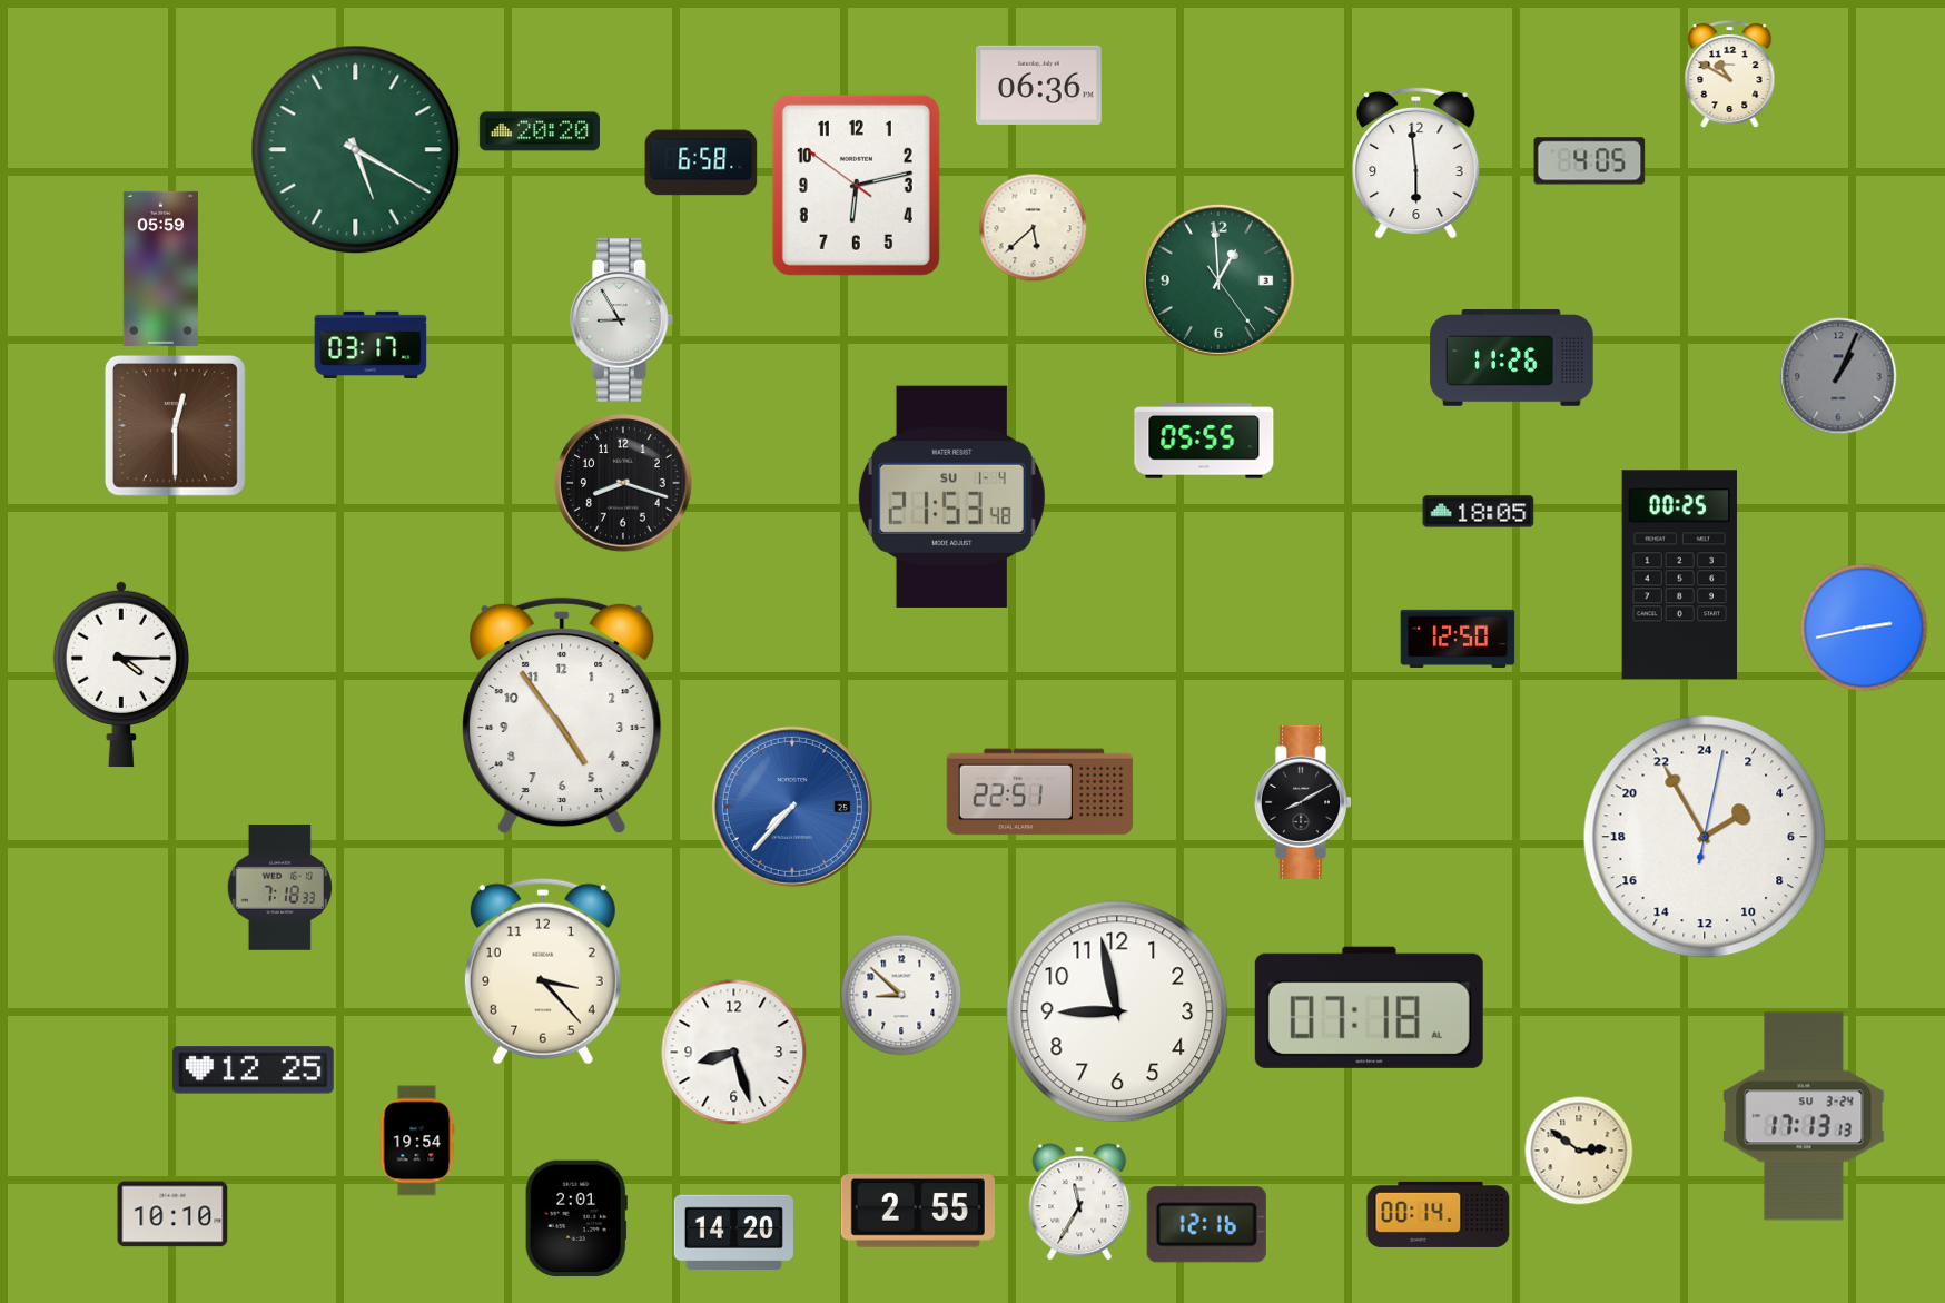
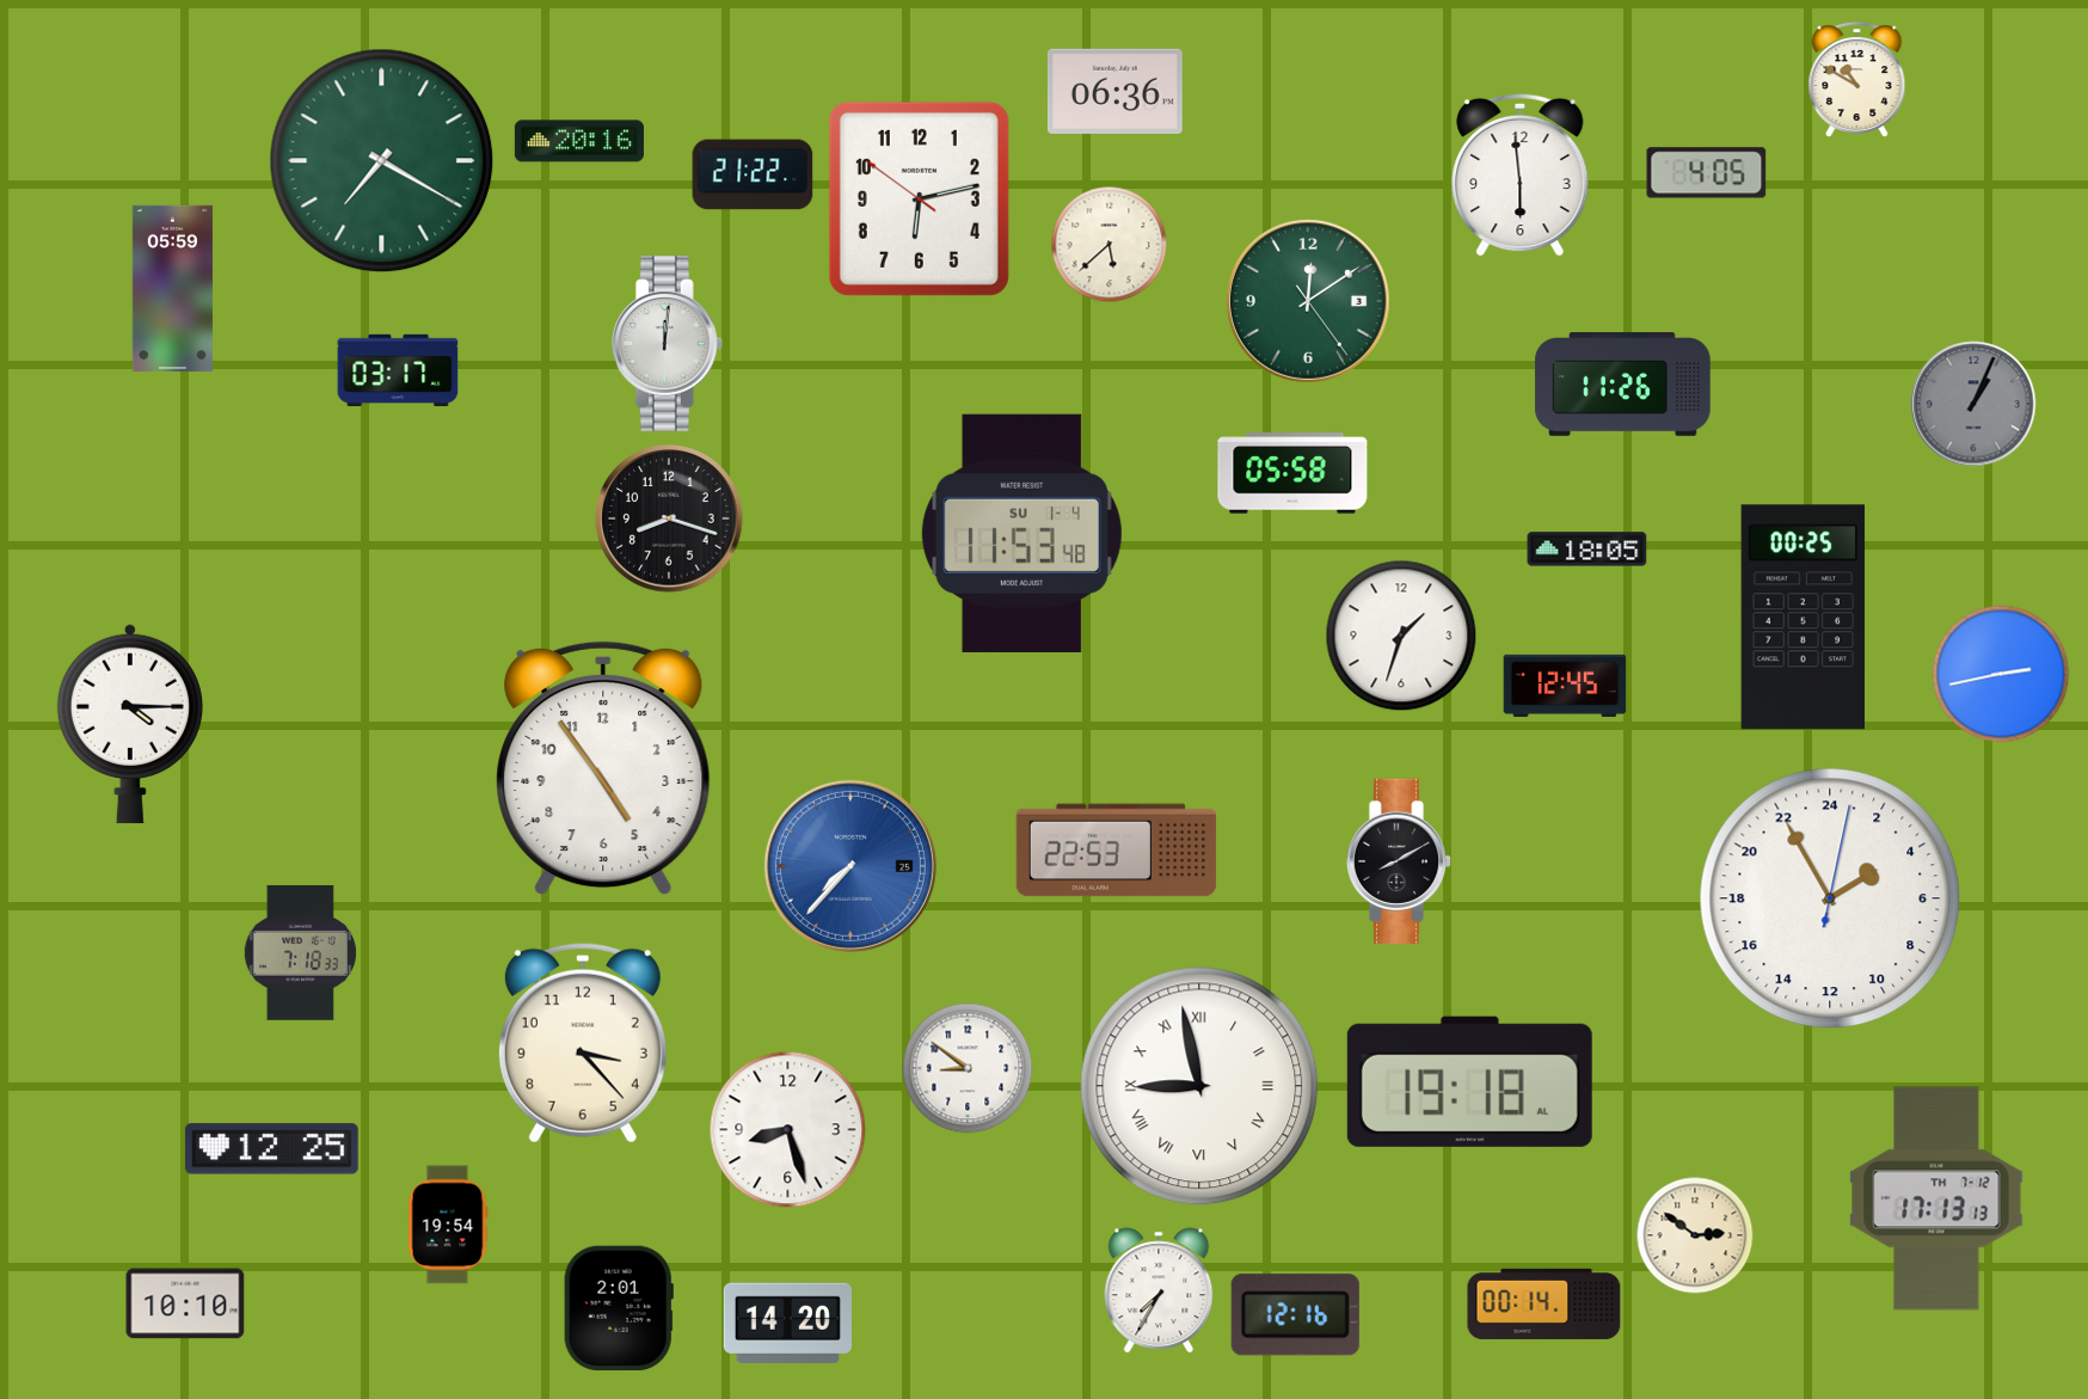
clock at (540, 131): 20:20 -> 20:16
clock at (356, 150): 5:20 -> 7:20
clock at (701, 162): 6:58 -> 21:22
clock at (1218, 280): 12:59 -> 12:09
clock at (621, 320): 8:55 -> 12:01
clock at (176, 426): 12:30 -> none
clock at (1204, 441): 05:55 -> 05:58
clock at (951, 496): 21:53 -> 11:53
clock at (1401, 636): none -> 1:33
clock at (1458, 639): 12:50 -> 12:45
clock at (1040, 792): 22:51 -> 22:53
clock at (901, 995): 8:52 -> 8:51
clock at (1369, 1007): 07:18 -> 19:18
clock at (1117, 1011) numerals: Arabic -> Roman
clock at (1804, 1116) date: SU 3-24 -> TH 7-12
clock at (1079, 1202): 11:35 -> 7:35
clock at (918, 1211): 2:55 -> none
